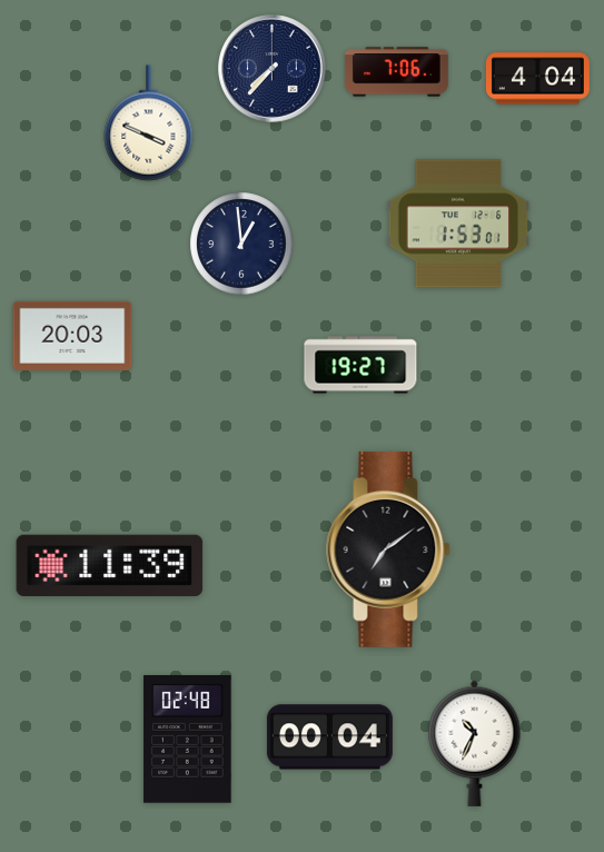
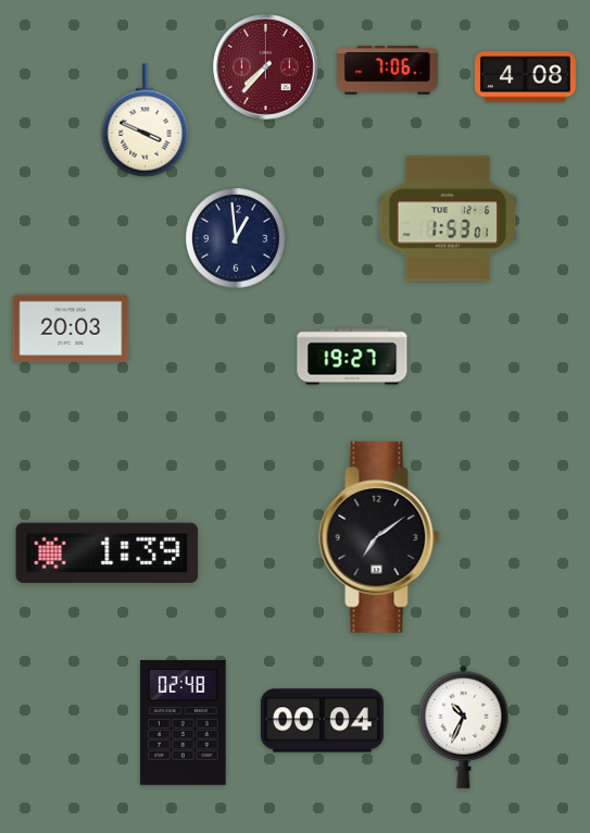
clock at (273, 69) dial: navy -> burgundy
clock at (537, 79): 4:04 -> 4:08
clock at (110, 565): 11:39 -> 1:39
